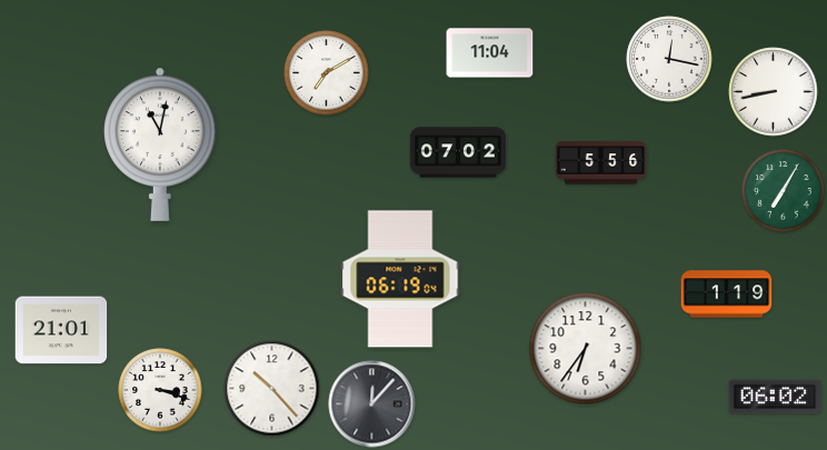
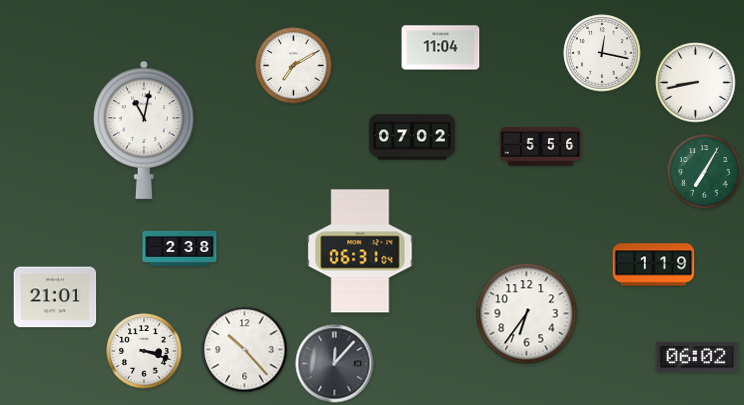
clock at (180, 248): none -> 2:38
clock at (400, 279): 06:19 -> 06:31
